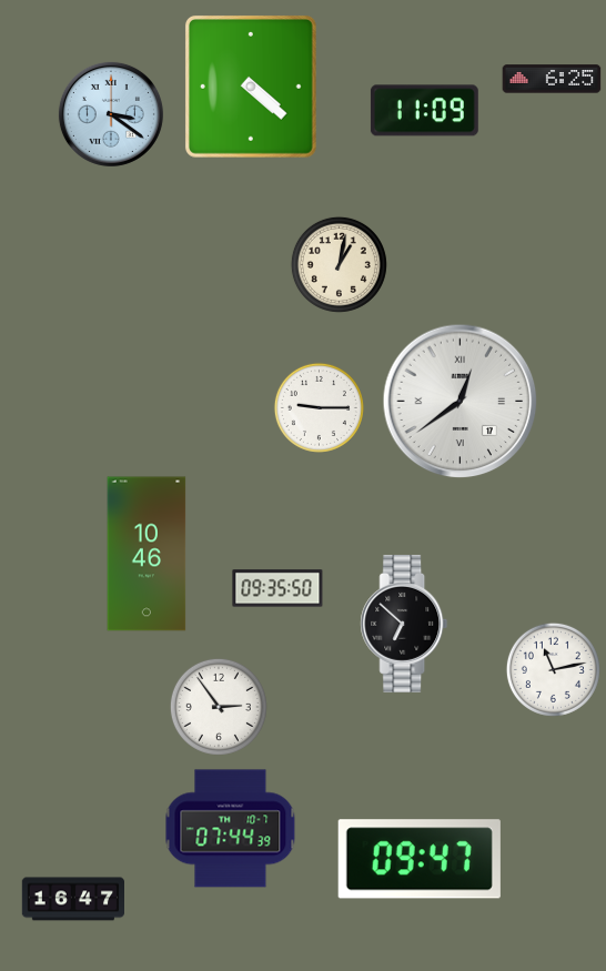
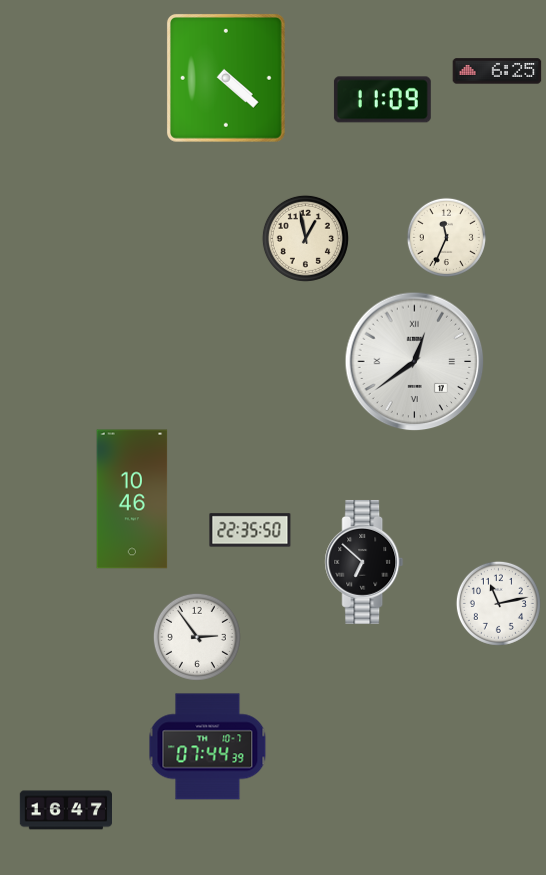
clock at (111, 114): 3:21 -> none
clock at (446, 237): none -> 11:34
clock at (339, 264): 1:02 -> 12:58
clock at (319, 407): 9:15 -> none
clock at (277, 588): 09:35 -> 22:35
clock at (420, 859): 09:47 -> none
